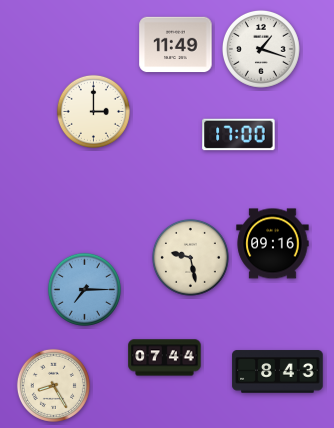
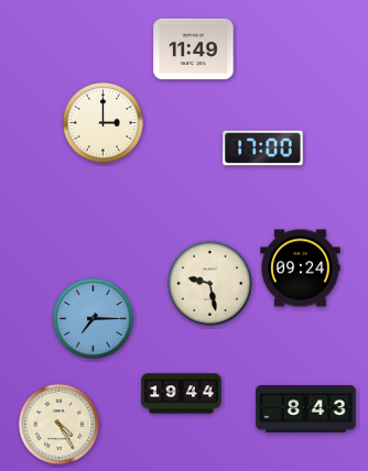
clock at (261, 49): 1:18 -> none
clock at (273, 244): 09:16 -> 09:24
clock at (165, 358): 07:44 -> 19:44
clock at (53, 385): 8:25 -> 4:25
